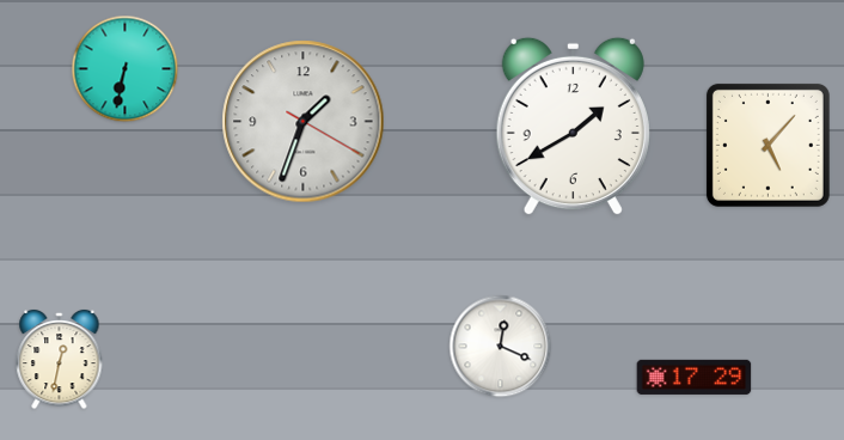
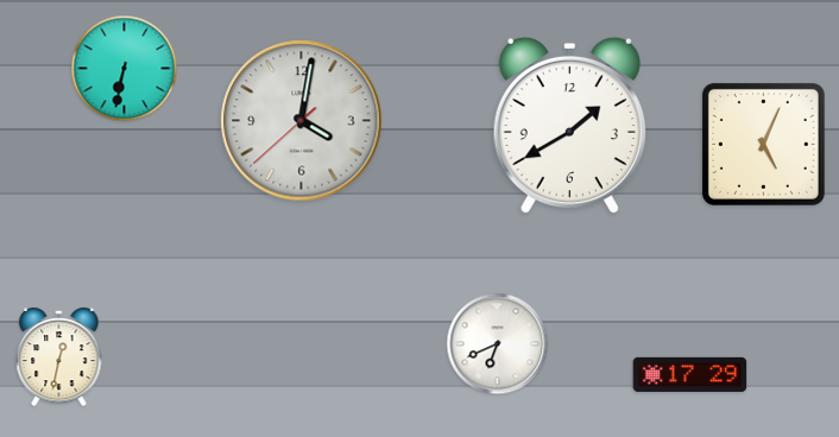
clock at (304, 122): 1:33 -> 4:01
clock at (767, 145): 5:07 -> 5:04
clock at (501, 347): 12:19 -> 6:41
